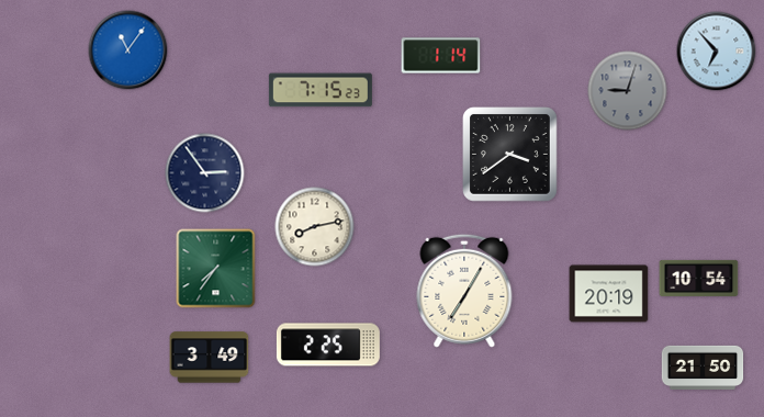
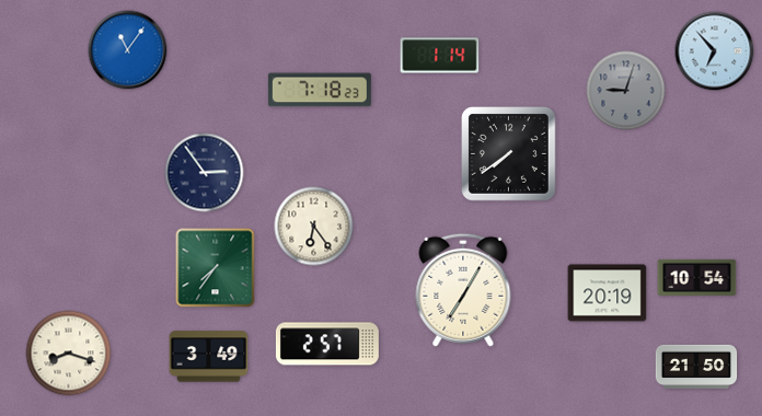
clock at (321, 90): 7:15 -> 7:18
clock at (510, 155): 3:39 -> 7:39
clock at (315, 227): 8:13 -> 6:24
clock at (328, 345): 2:25 -> 2:57
clock at (69, 354): none -> 8:18
clock at (703, 367) position: (703, 367) -> (696, 366)
